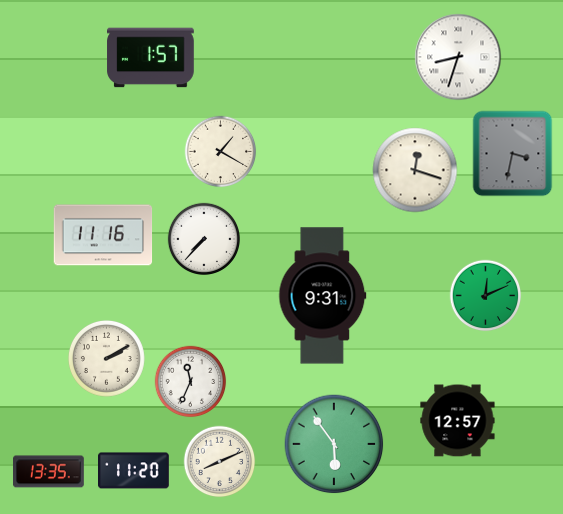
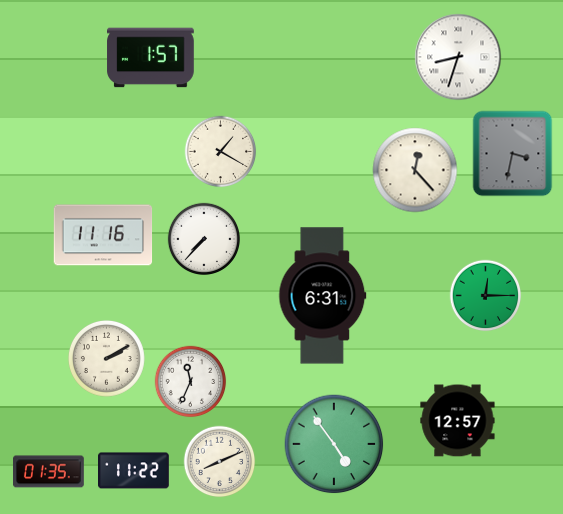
clock at (415, 170): 12:18 -> 12:23
clock at (323, 296): 9:31 -> 6:31
clock at (486, 296): 12:11 -> 12:15
clock at (334, 444): 5:54 -> 4:54
clock at (134, 471): 11:20 -> 11:22
clock at (49, 472): 13:35 -> 01:35
